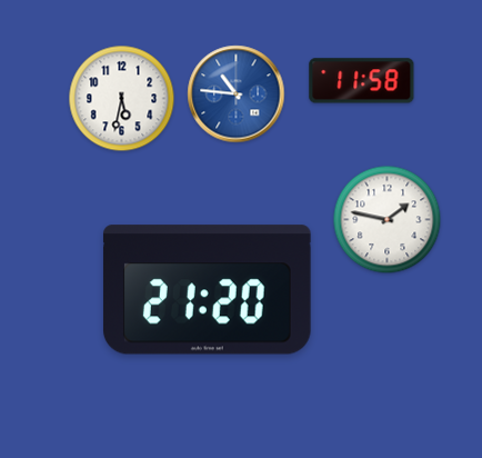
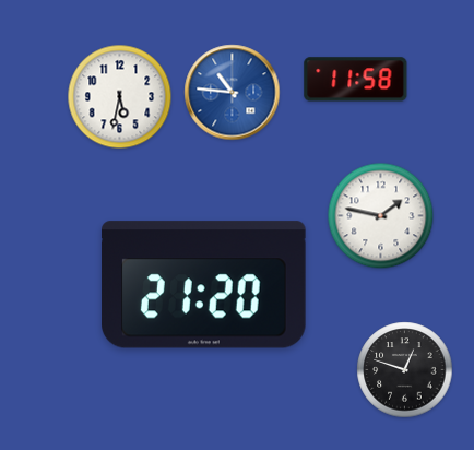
clock at (405, 370): none -> 12:48
